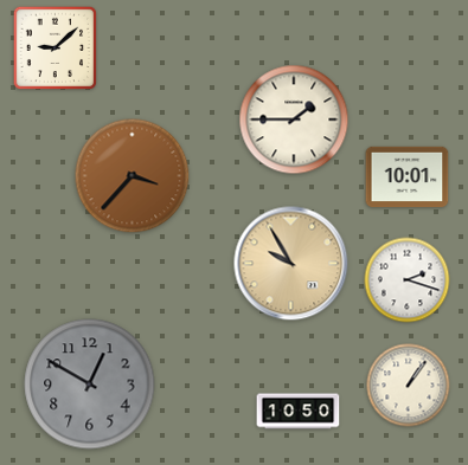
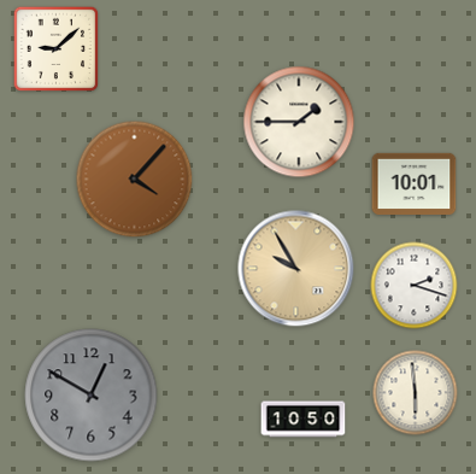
clock at (133, 176): 3:37 -> 4:07
clock at (408, 176) position: (408, 176) -> (415, 183)
clock at (90, 385) position: (90, 385) -> (92, 396)
clock at (409, 386): 1:06 -> 5:59
